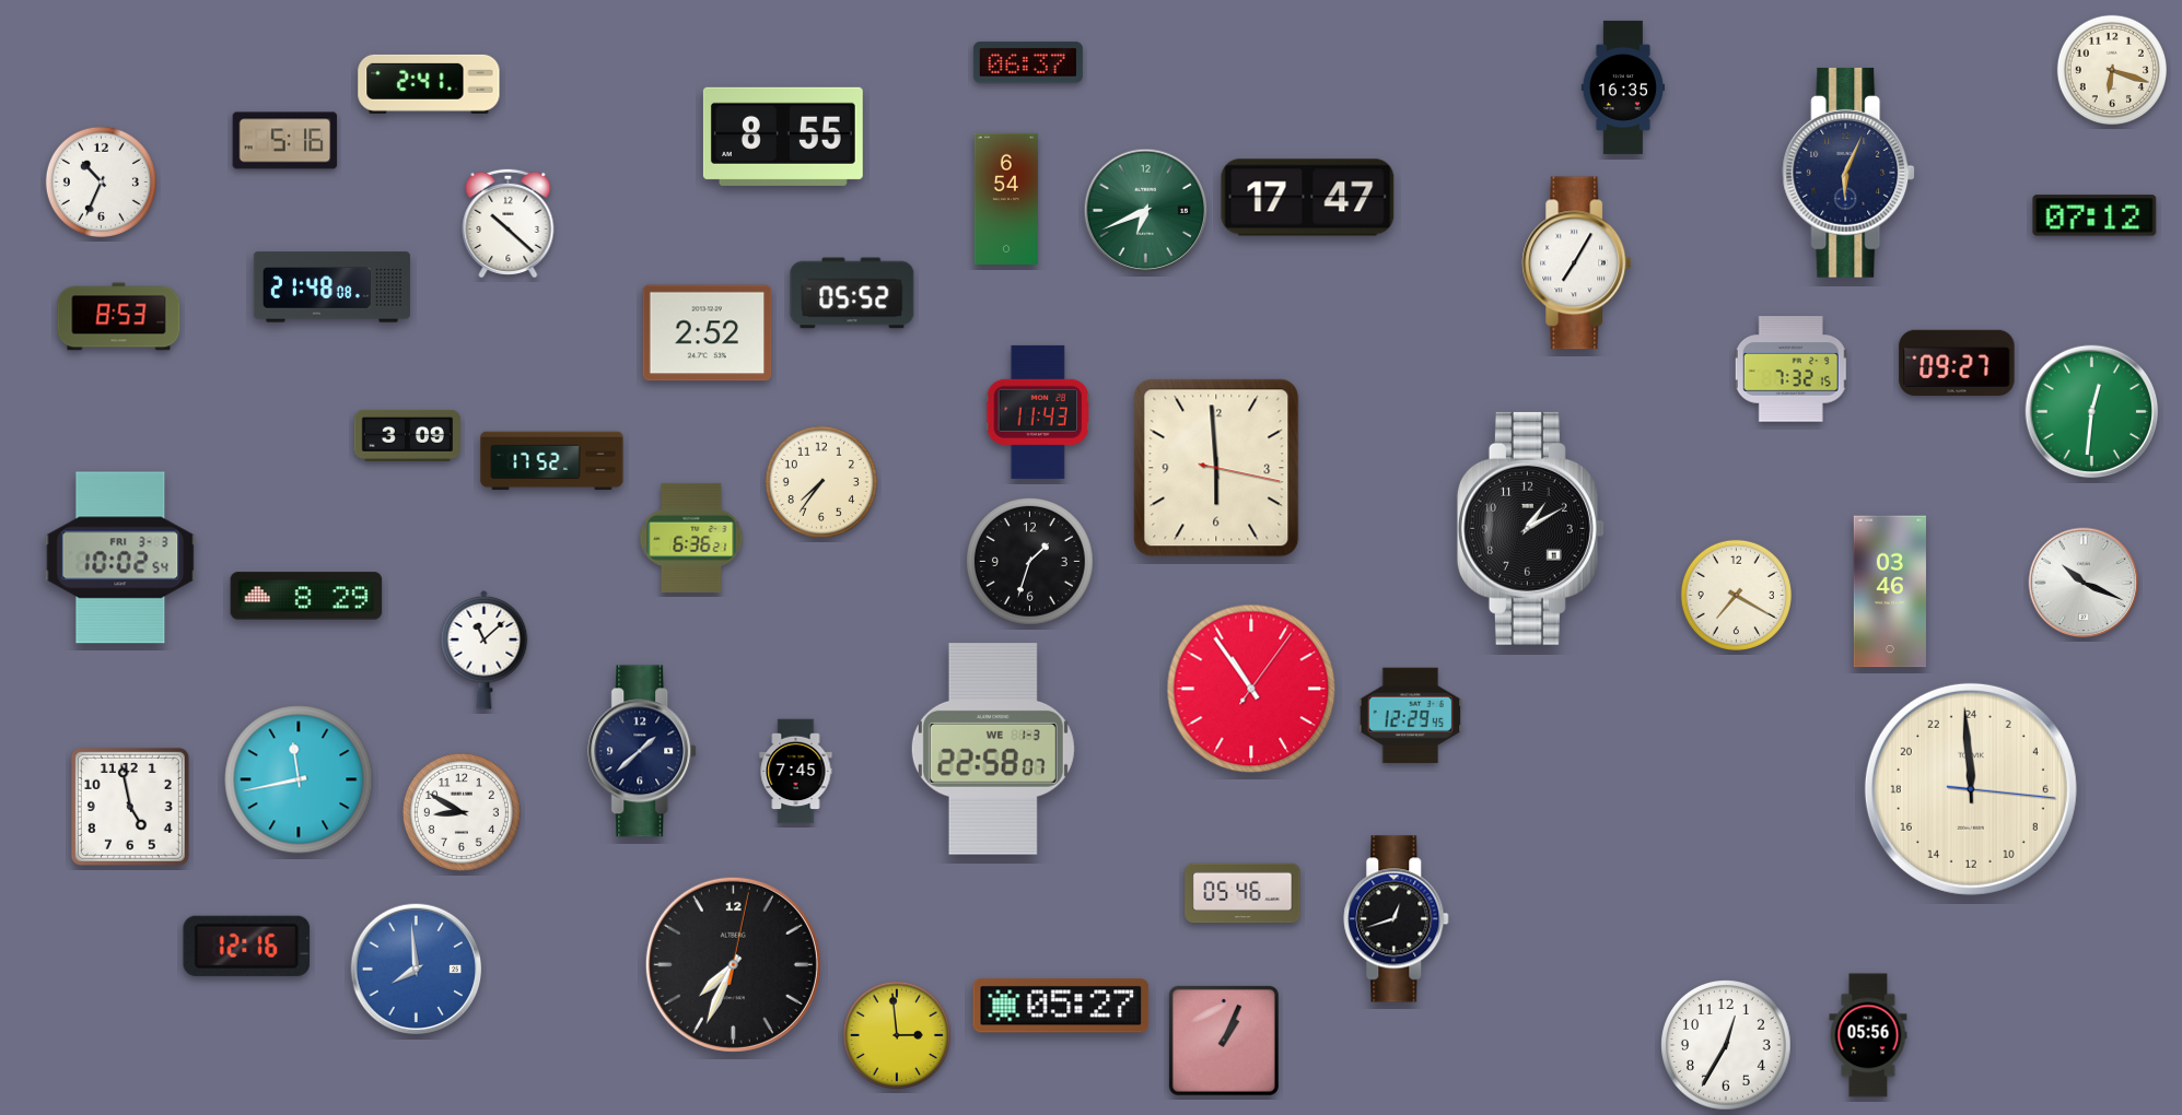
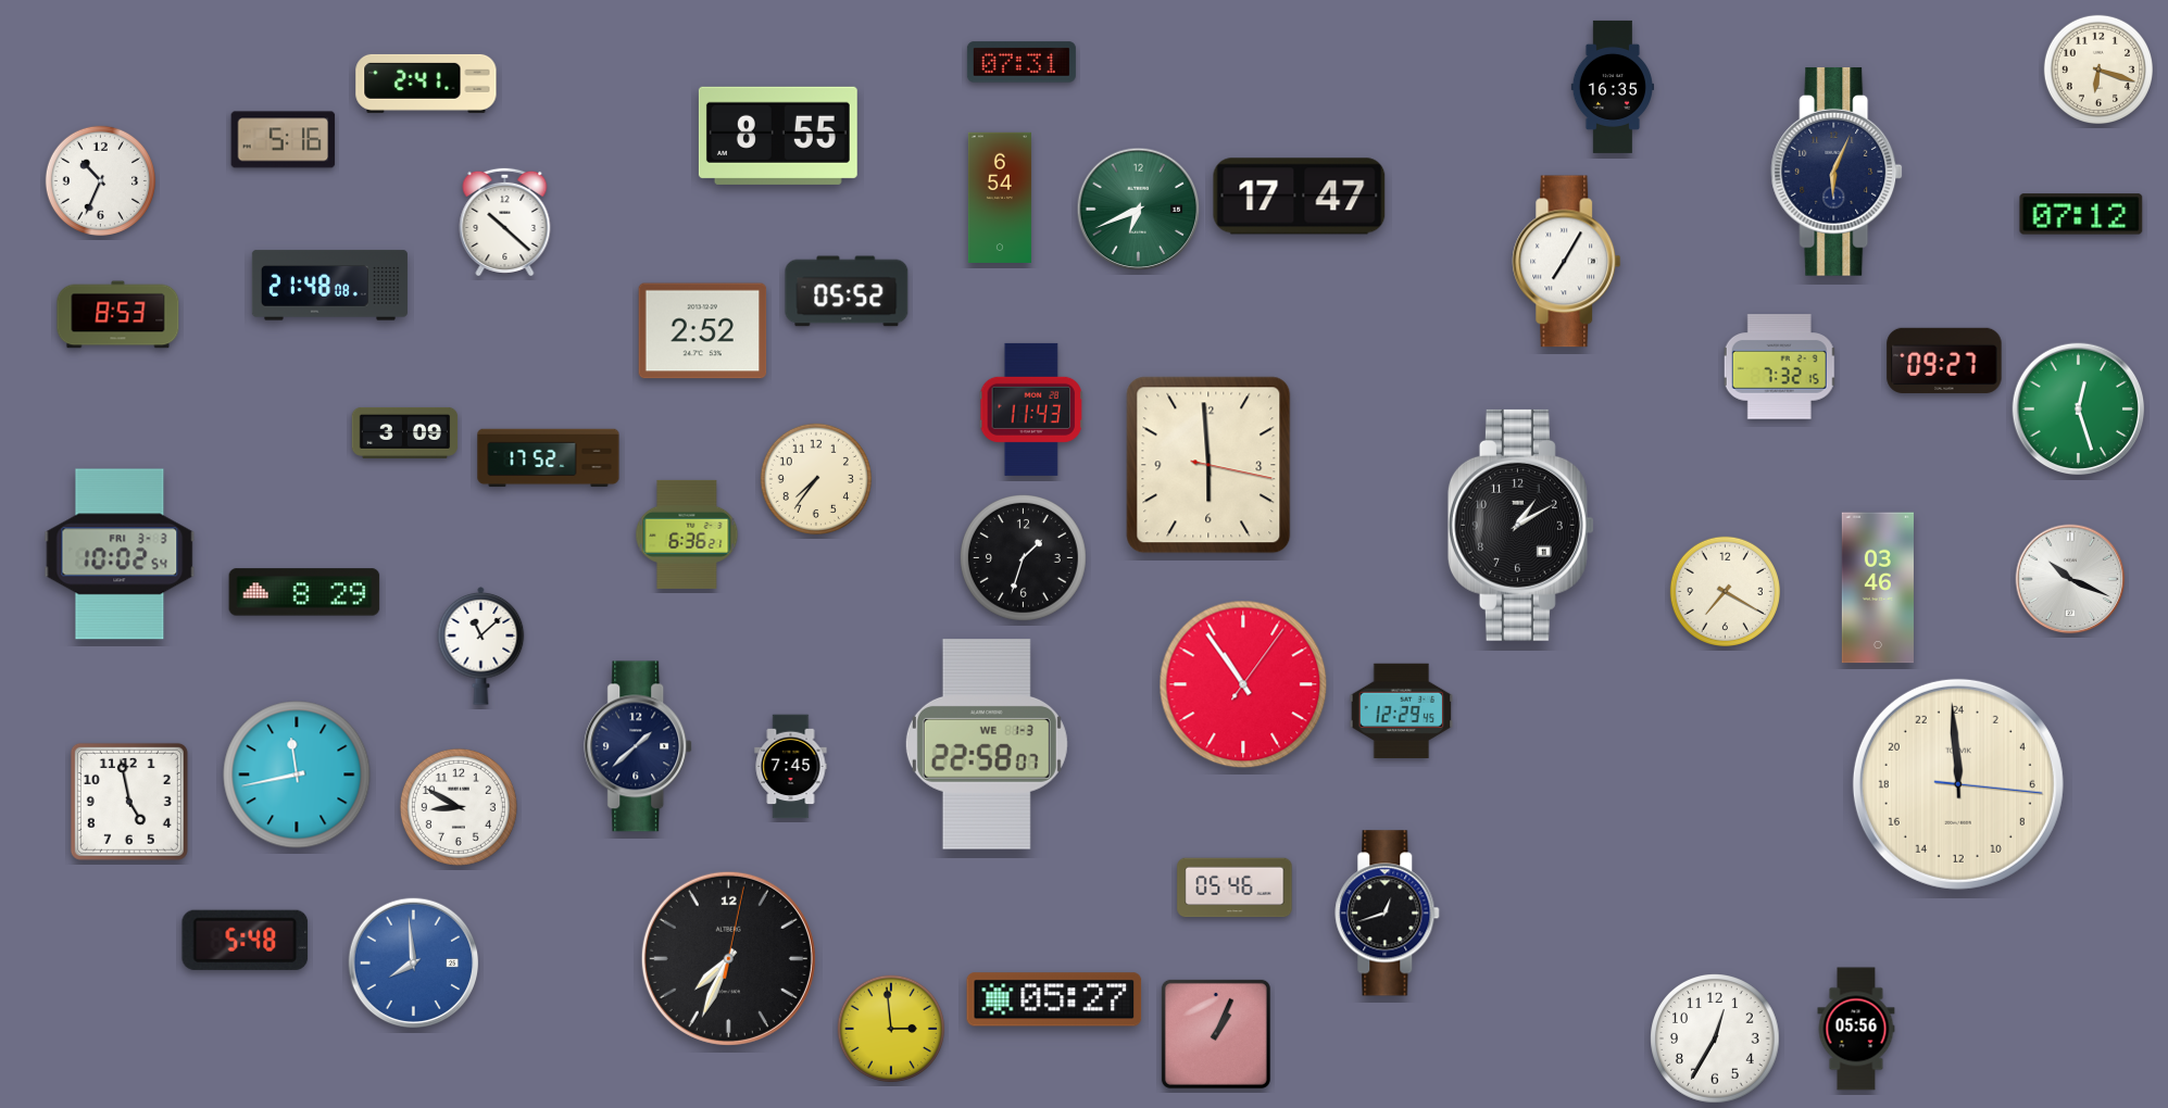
clock at (1028, 62): 06:37 -> 07:31
clock at (2092, 412): 12:31 -> 12:27
clock at (247, 946): 12:16 -> 5:48
